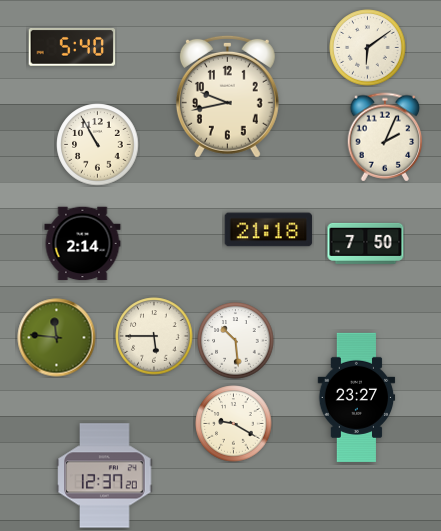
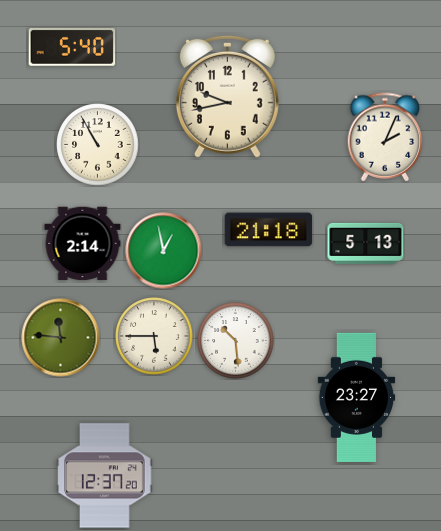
clock at (368, 48): 6:09 -> none
clock at (366, 243): 7:50 -> 5:13
clock at (164, 251): none -> 12:58
clock at (57, 338) position: (57, 338) -> (61, 338)
clock at (234, 424): 9:20 -> none
